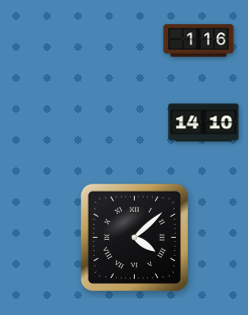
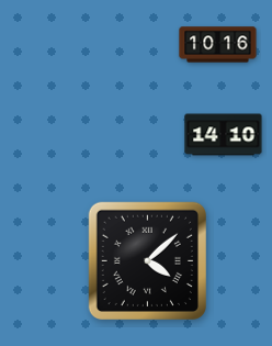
clock at (199, 41): 1:16 -> 10:16
